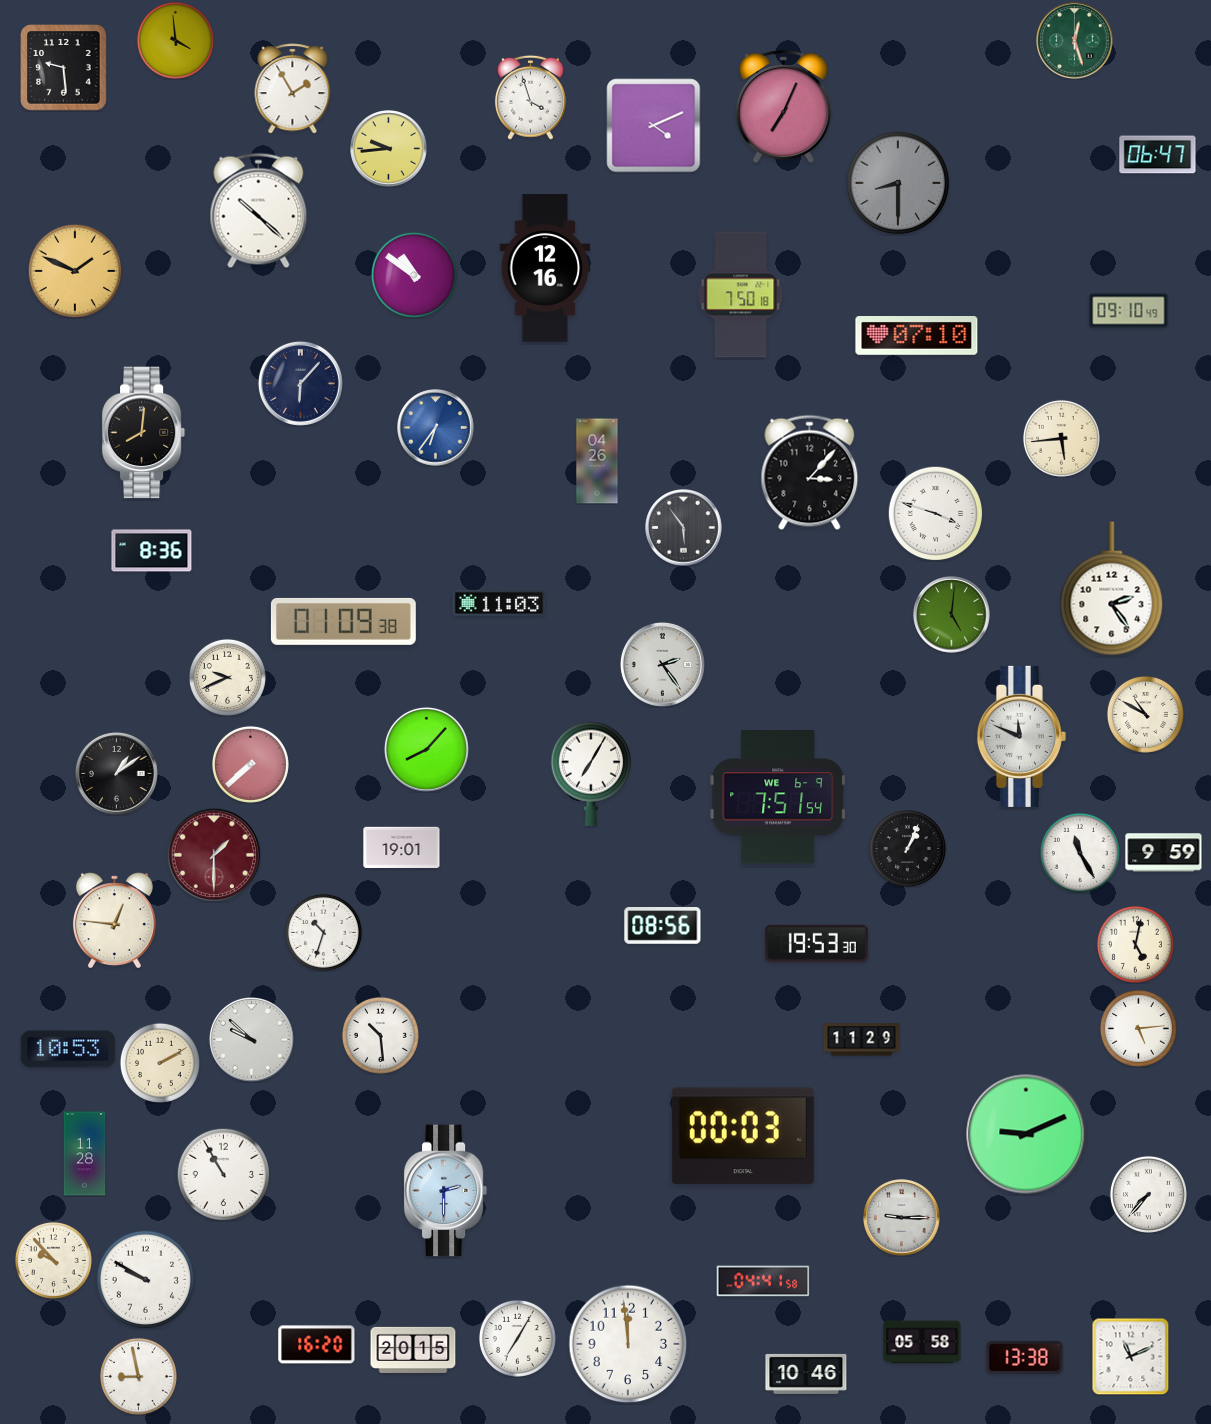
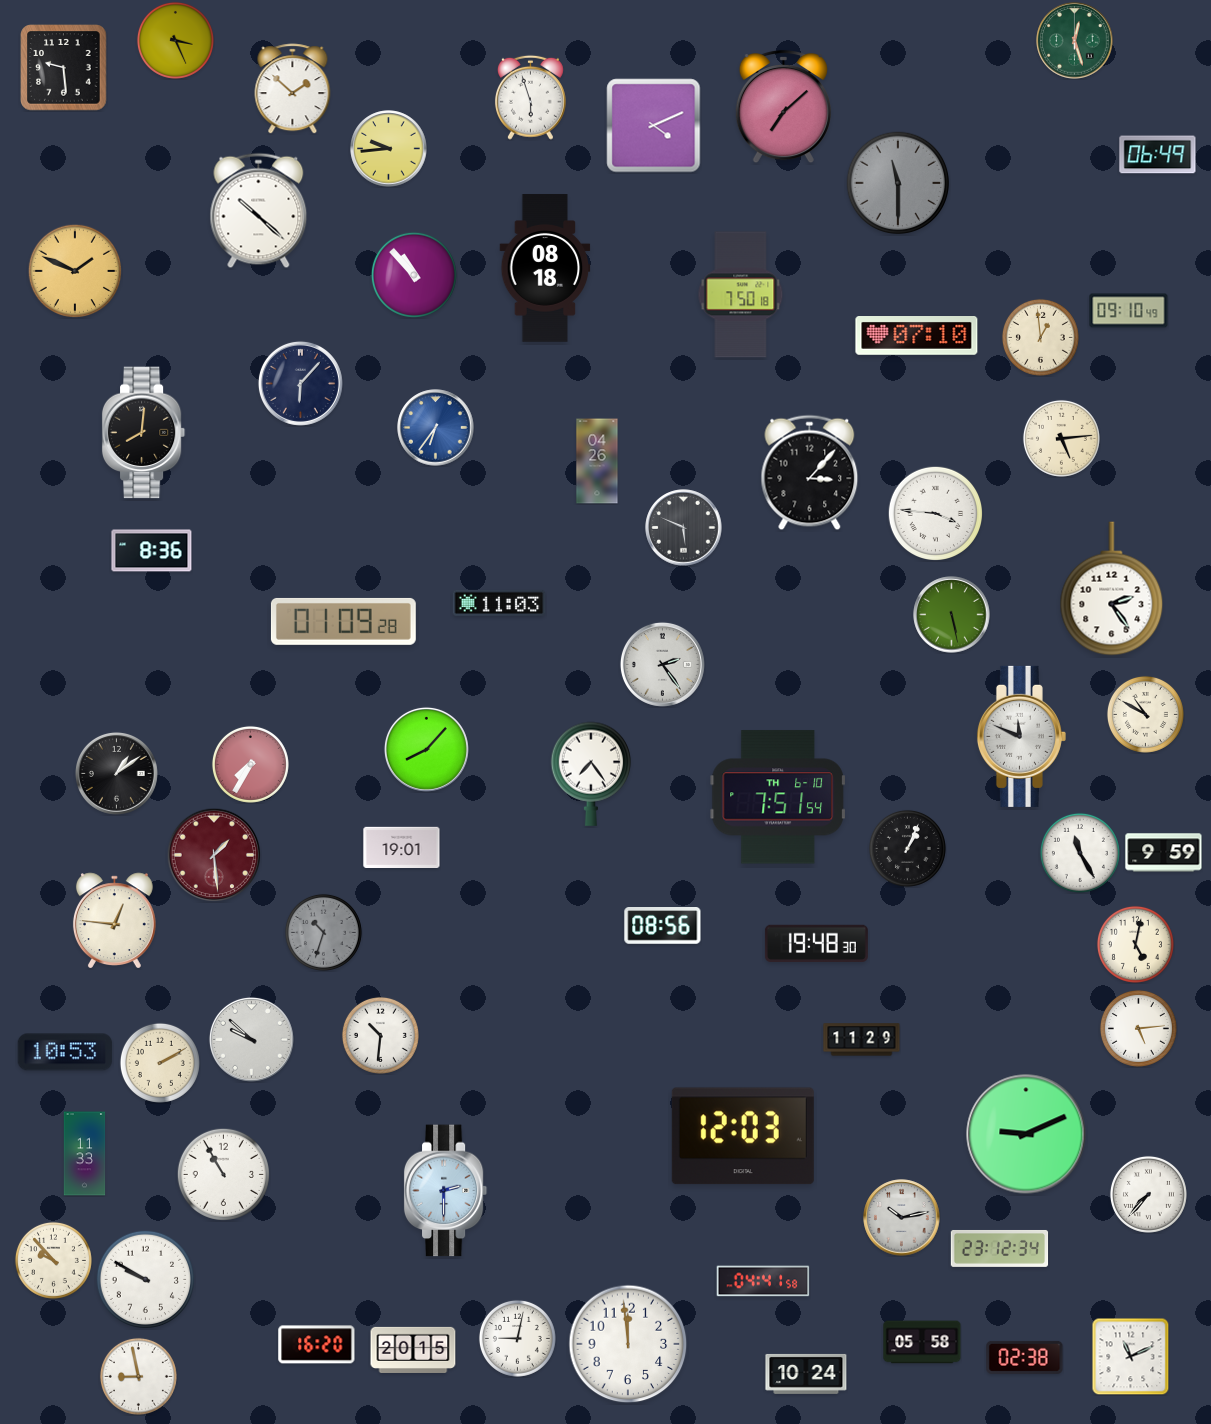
clock at (175, 40): 3:59 -> 3:26
clock at (293, 89): 1:55 -> 1:52
clock at (530, 97): 3:57 -> 5:57
clock at (783, 107): 7:04 -> 7:08
clock at (1158, 155): 06:47 -> 06:49
clock at (898, 183): 8:30 -> 11:30
clock at (545, 268): 12:16 -> 08:18
clock at (414, 275): 10:51 -> 10:53
clock at (1040, 337): none -> 12:59
clock at (1061, 438): 5:44 -> 5:14
clock at (935, 513): 3:48 -> 3:46
clock at (684, 528): 5:54 -> 5:49
clock at (952, 615): 5:01 -> 5:28
clock at (343, 621): 01:09:38 -> 01:09:28
clock at (227, 677): 9:41 -> none
clock at (250, 764): 7:38 -> 7:35
clock at (591, 774): 7:05 -> 7:24
clock at (778, 797) date: WE 6-9 -> TH 6-10
clock at (214, 855): 1:30 -> 1:29
clock at (323, 932) dial: white -> grey
clock at (816, 943): 19:53 -> 19:48
clock at (380, 1035): 10:29 -> 10:31
clock at (68, 1049) position: (68, 1049) -> (65, 1052)
clock at (743, 1136): 00:03 -> 12:03
clock at (85, 1154): 11:28 -> 11:33
clock at (902, 1218): 9:15 -> 10:13
clock at (1000, 1248): none -> 23:12
clock at (517, 1338): 7:05 -> 9:02
clock at (1025, 1357): 13:38 -> 02:38
clock at (806, 1374): 10:46 -> 10:24
